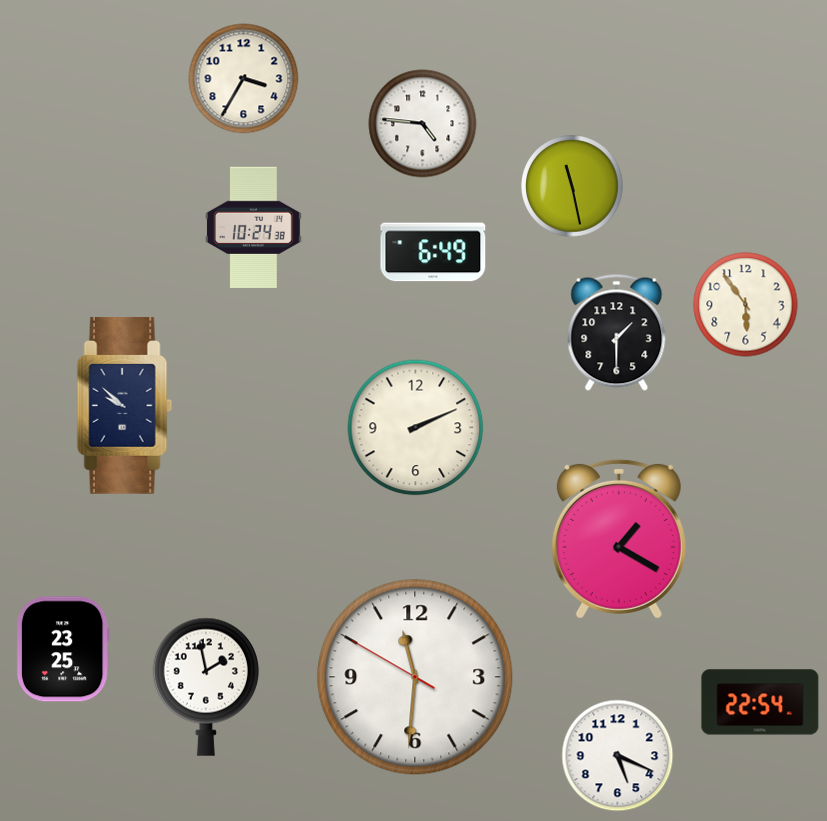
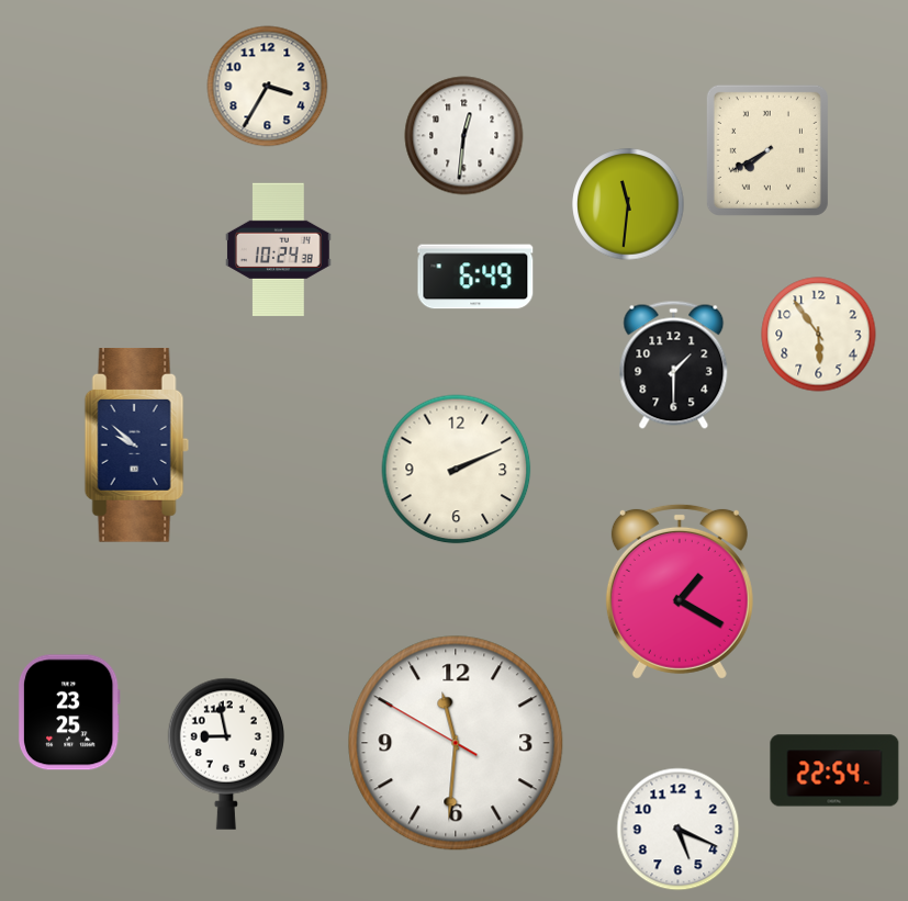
clock at (423, 124): 4:46 -> 12:31
clock at (767, 150): none -> 7:40
clock at (572, 186): 11:28 -> 11:31
clock at (617, 332) position: (617, 332) -> (674, 364)
clock at (206, 687): 1:58 -> 8:58
